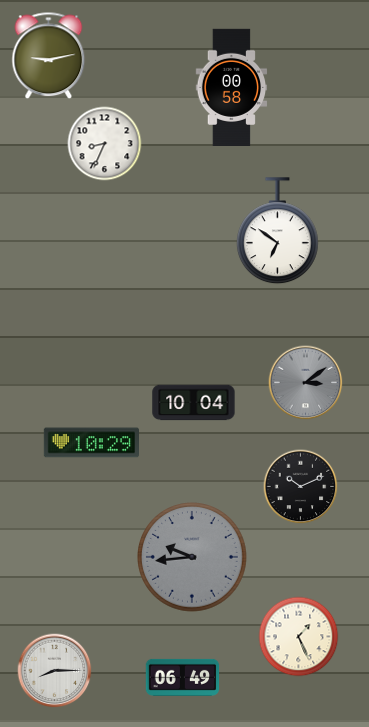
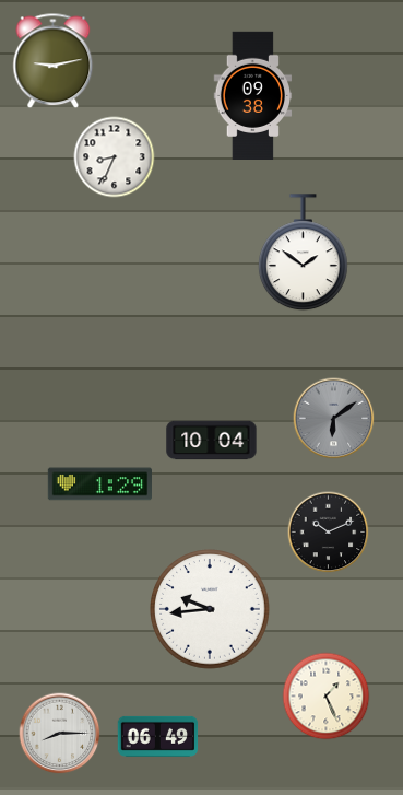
clock at (232, 87): 00:58 -> 09:38
clock at (277, 231): 6:51 -> 1:51
clock at (306, 383): 3:09 -> 6:09
clock at (91, 443): 10:29 -> 1:29
clock at (192, 557) dial: grey -> white
clock at (183, 677) position: (183, 677) -> (158, 736)
